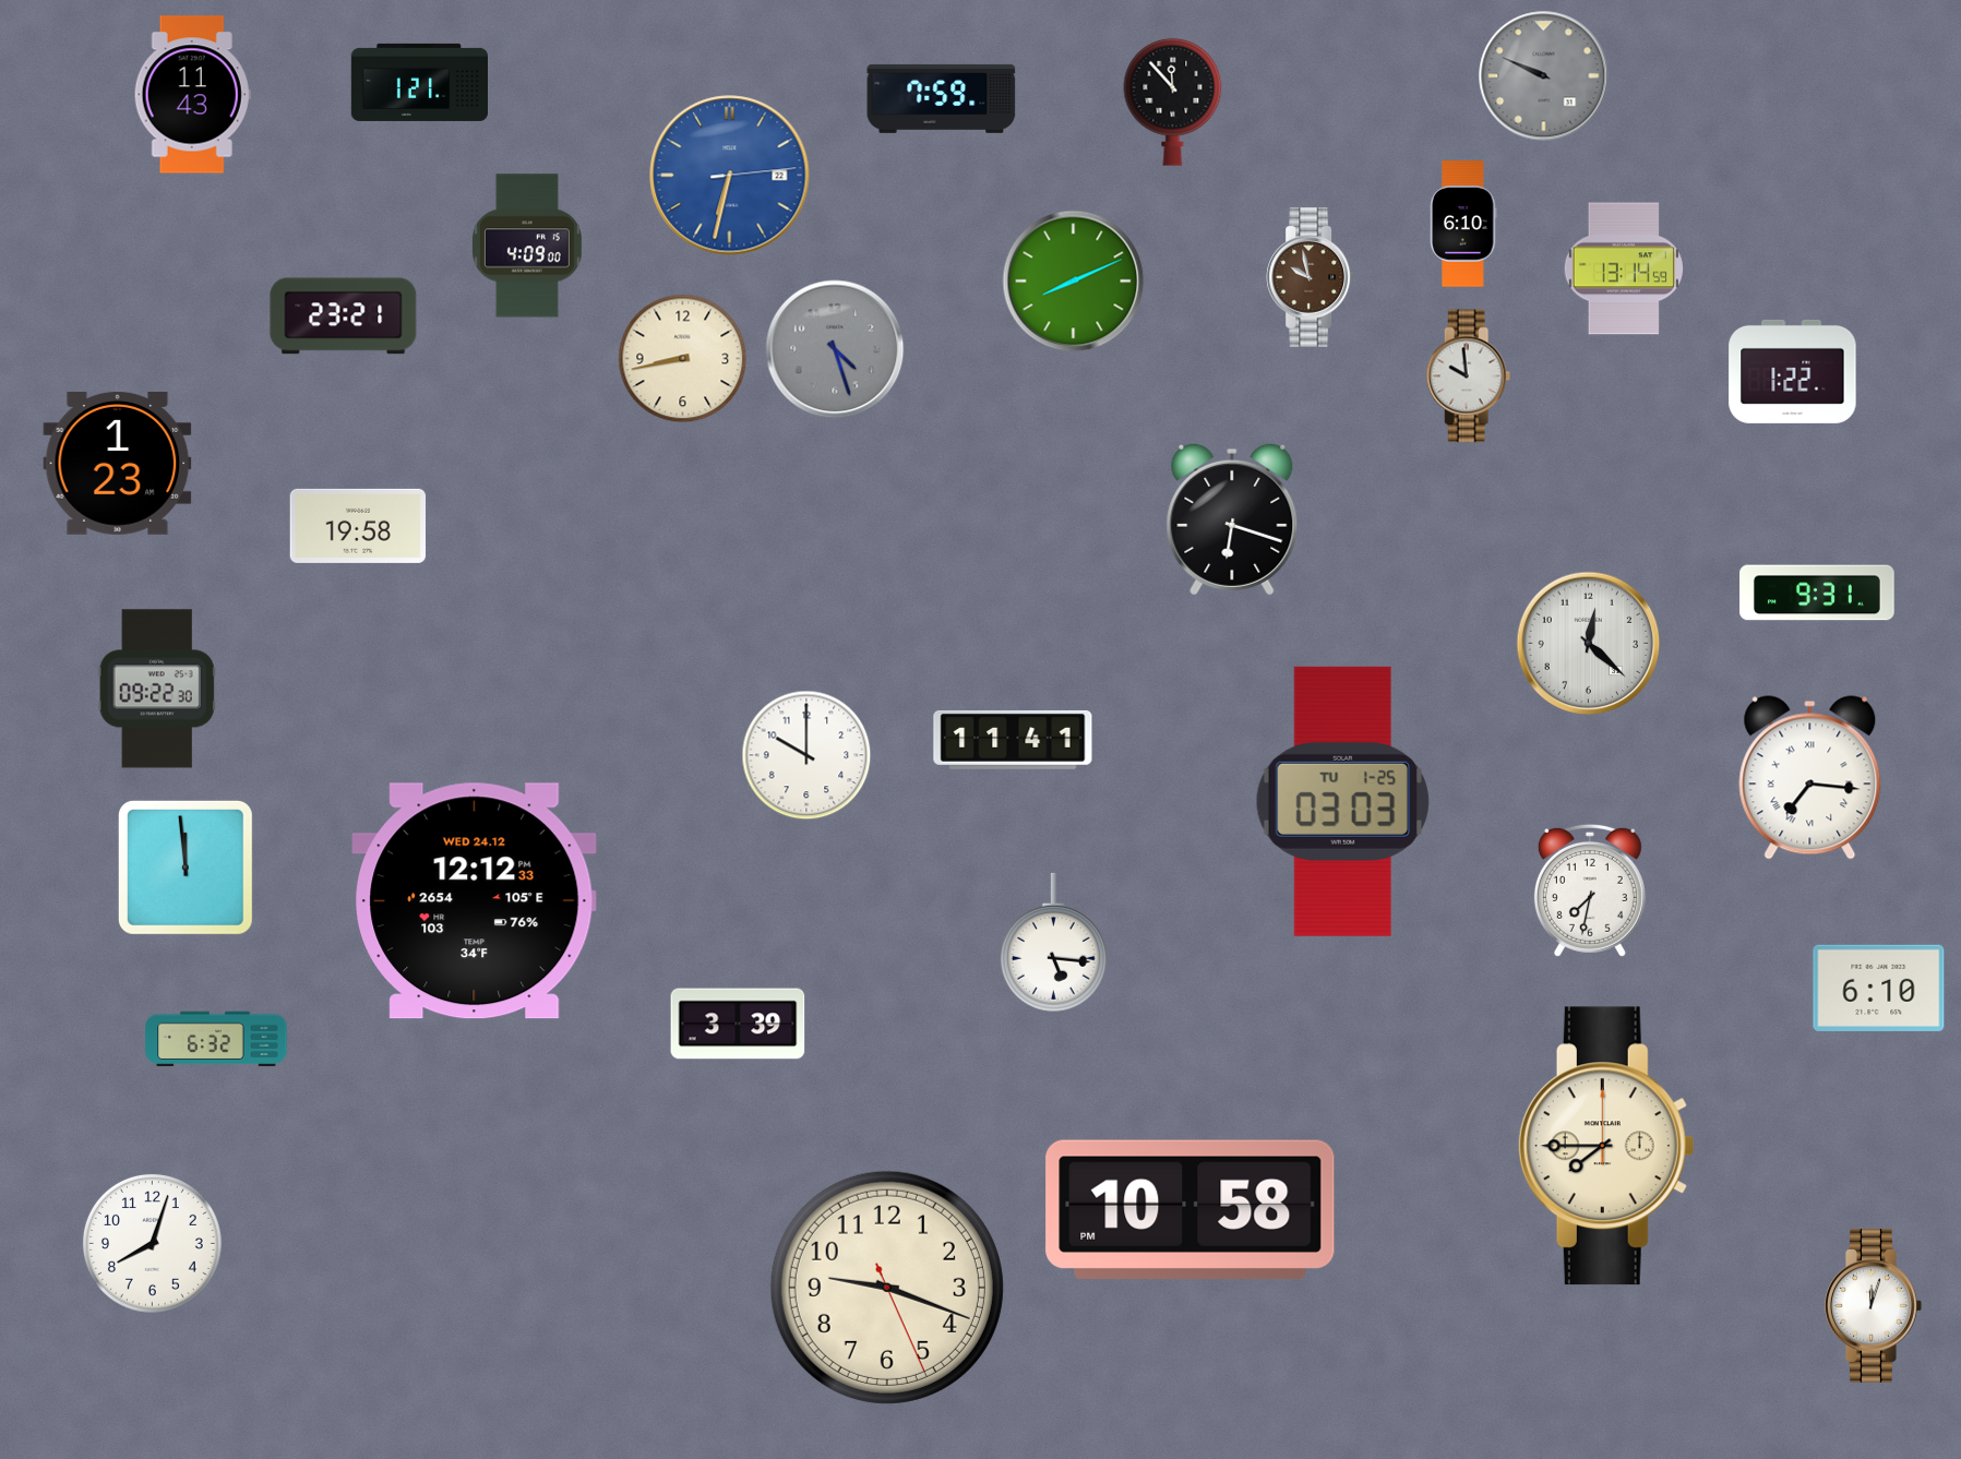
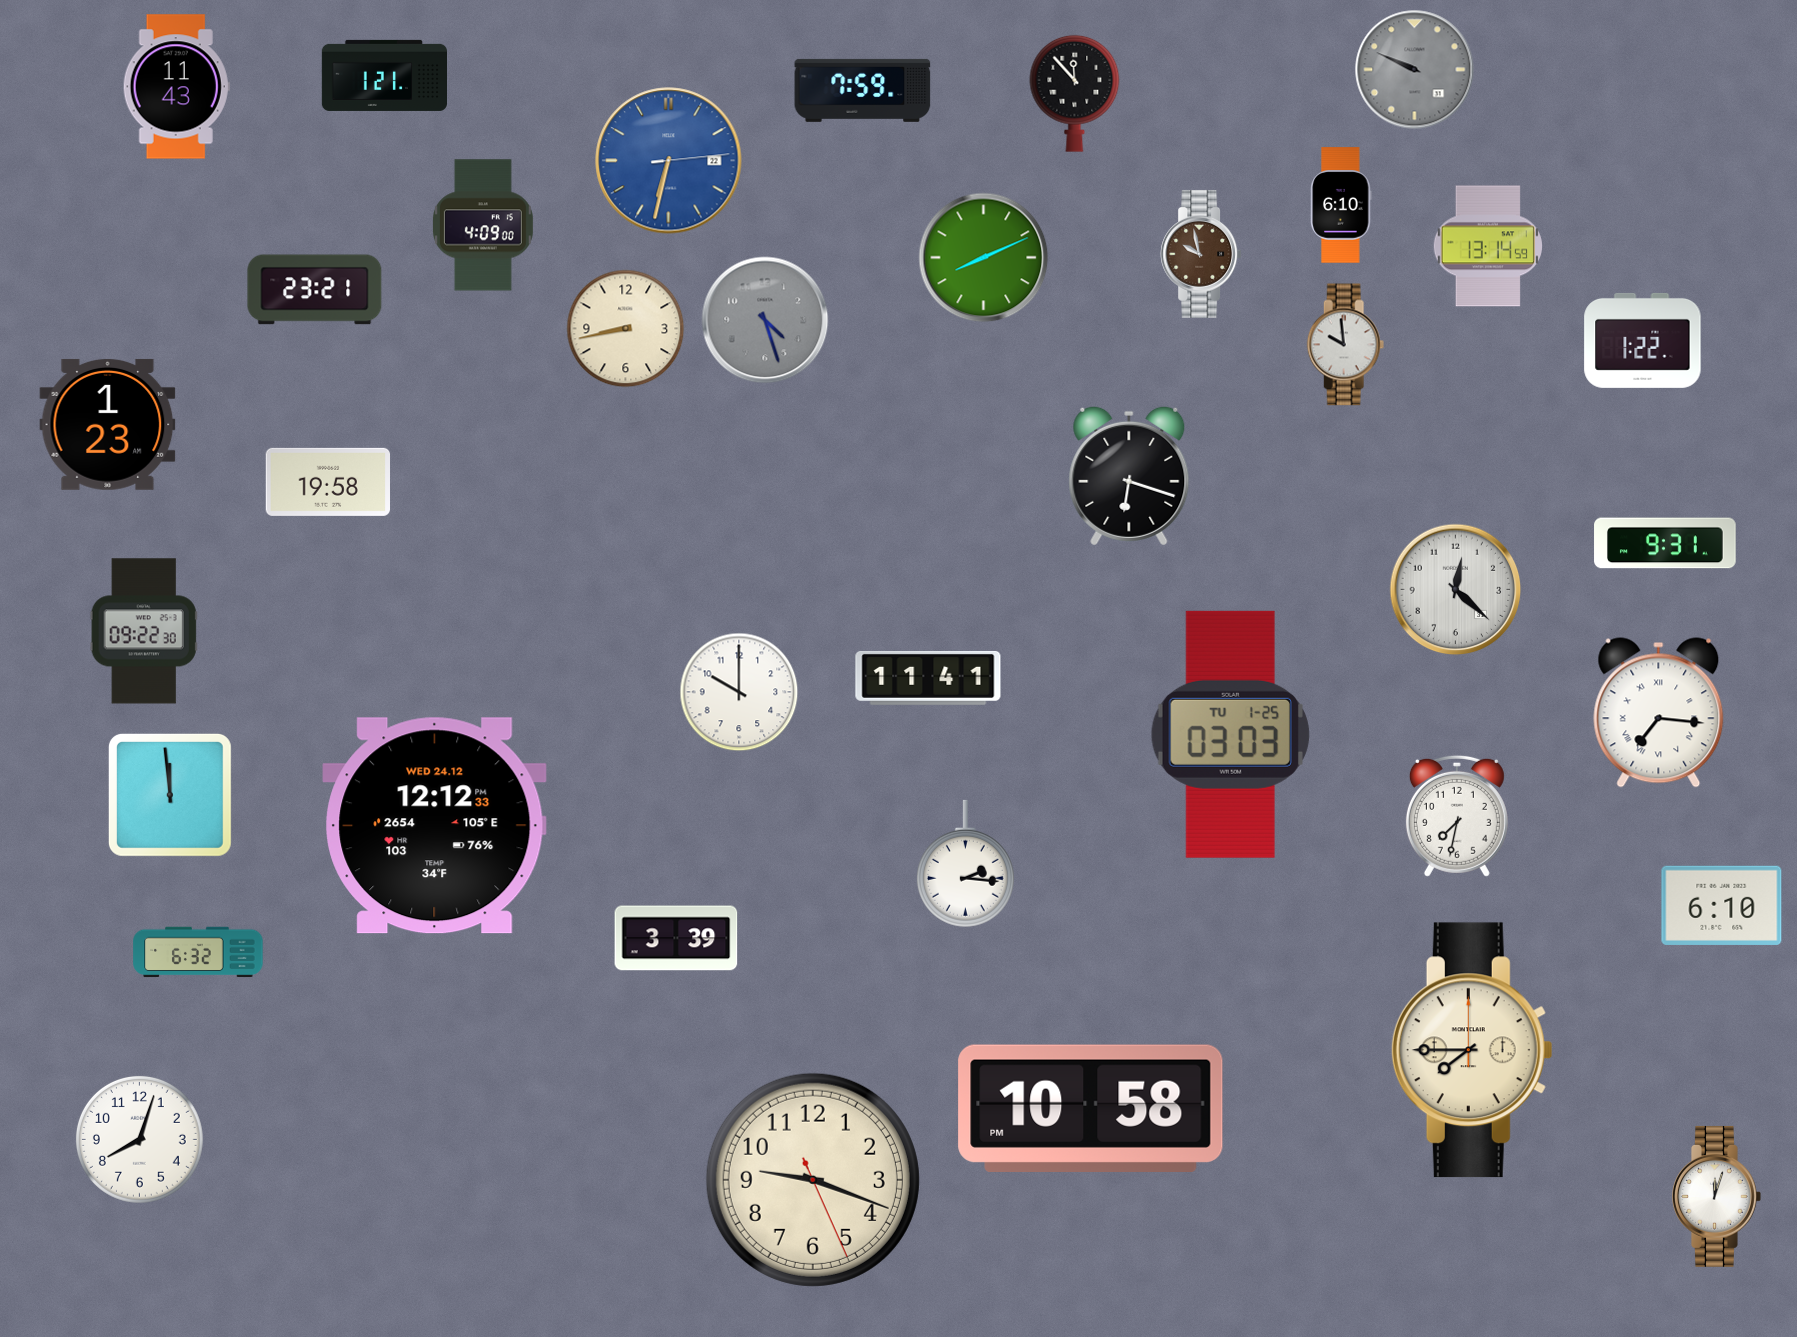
clock at (1053, 943): 5:16 -> 2:16
